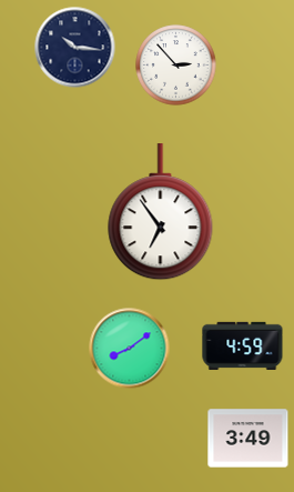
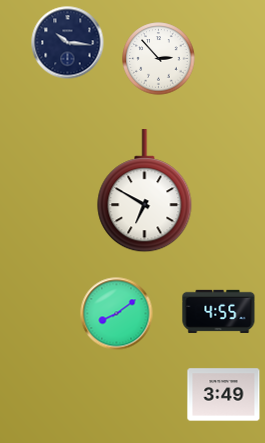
clock at (161, 212): 6:54 -> 6:50
clock at (243, 345): 4:59 -> 4:55
